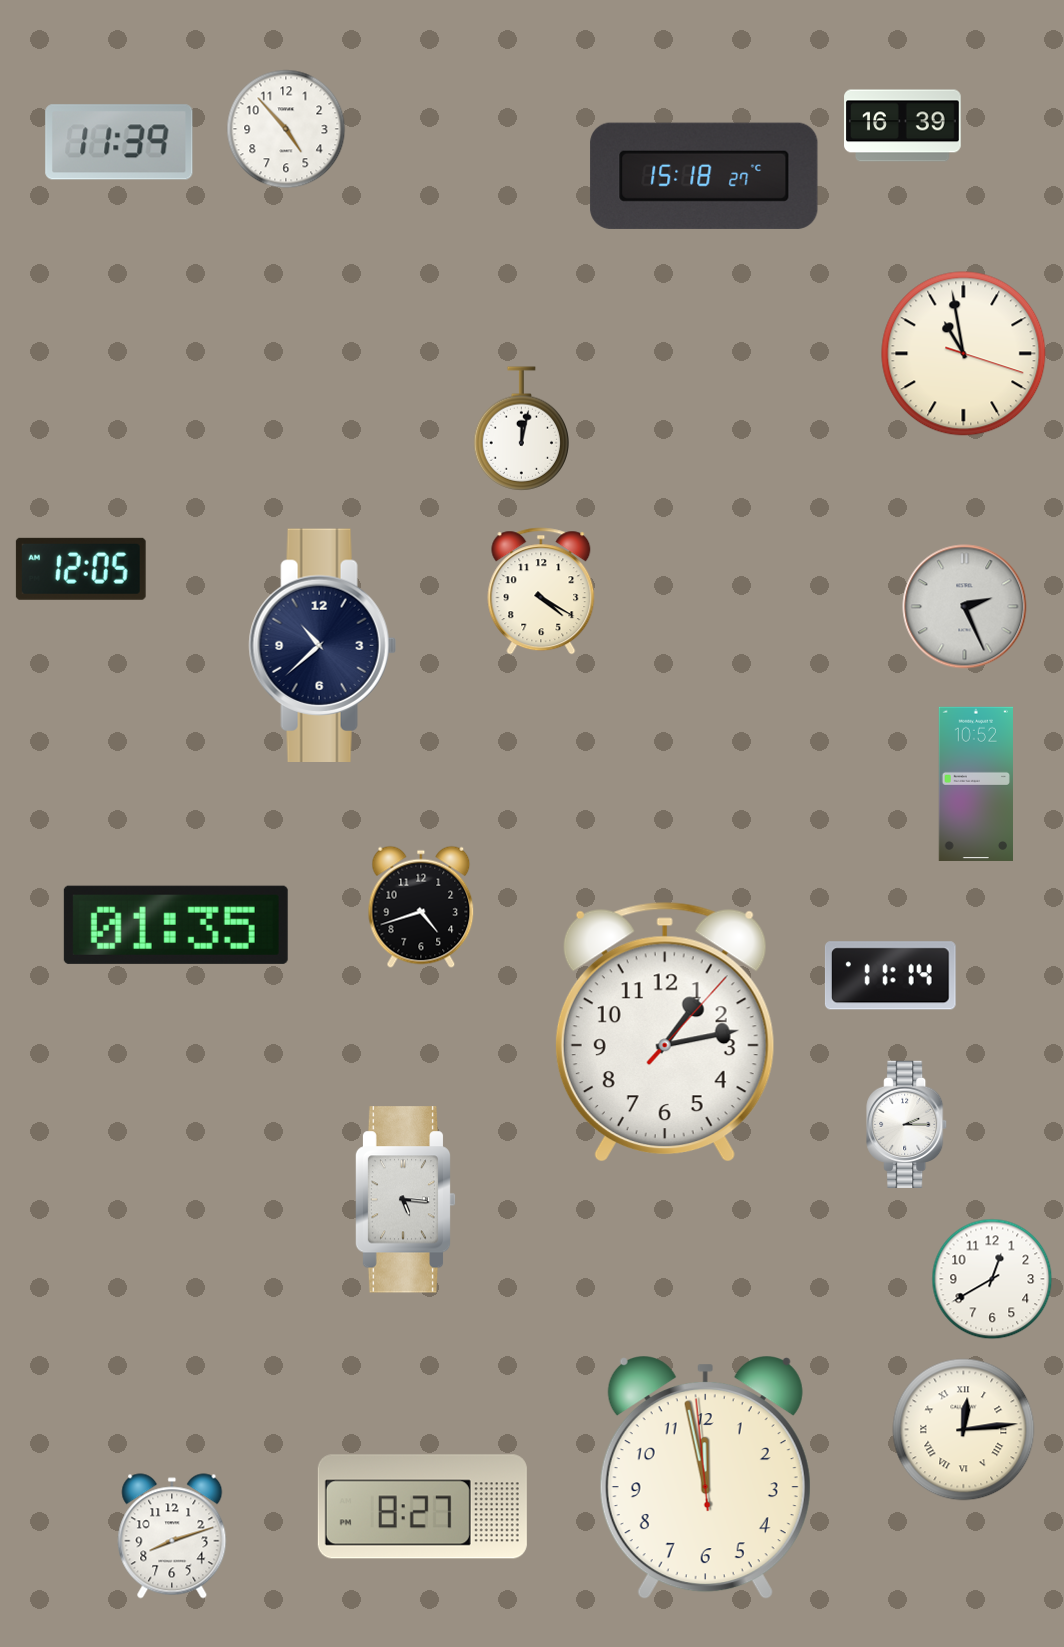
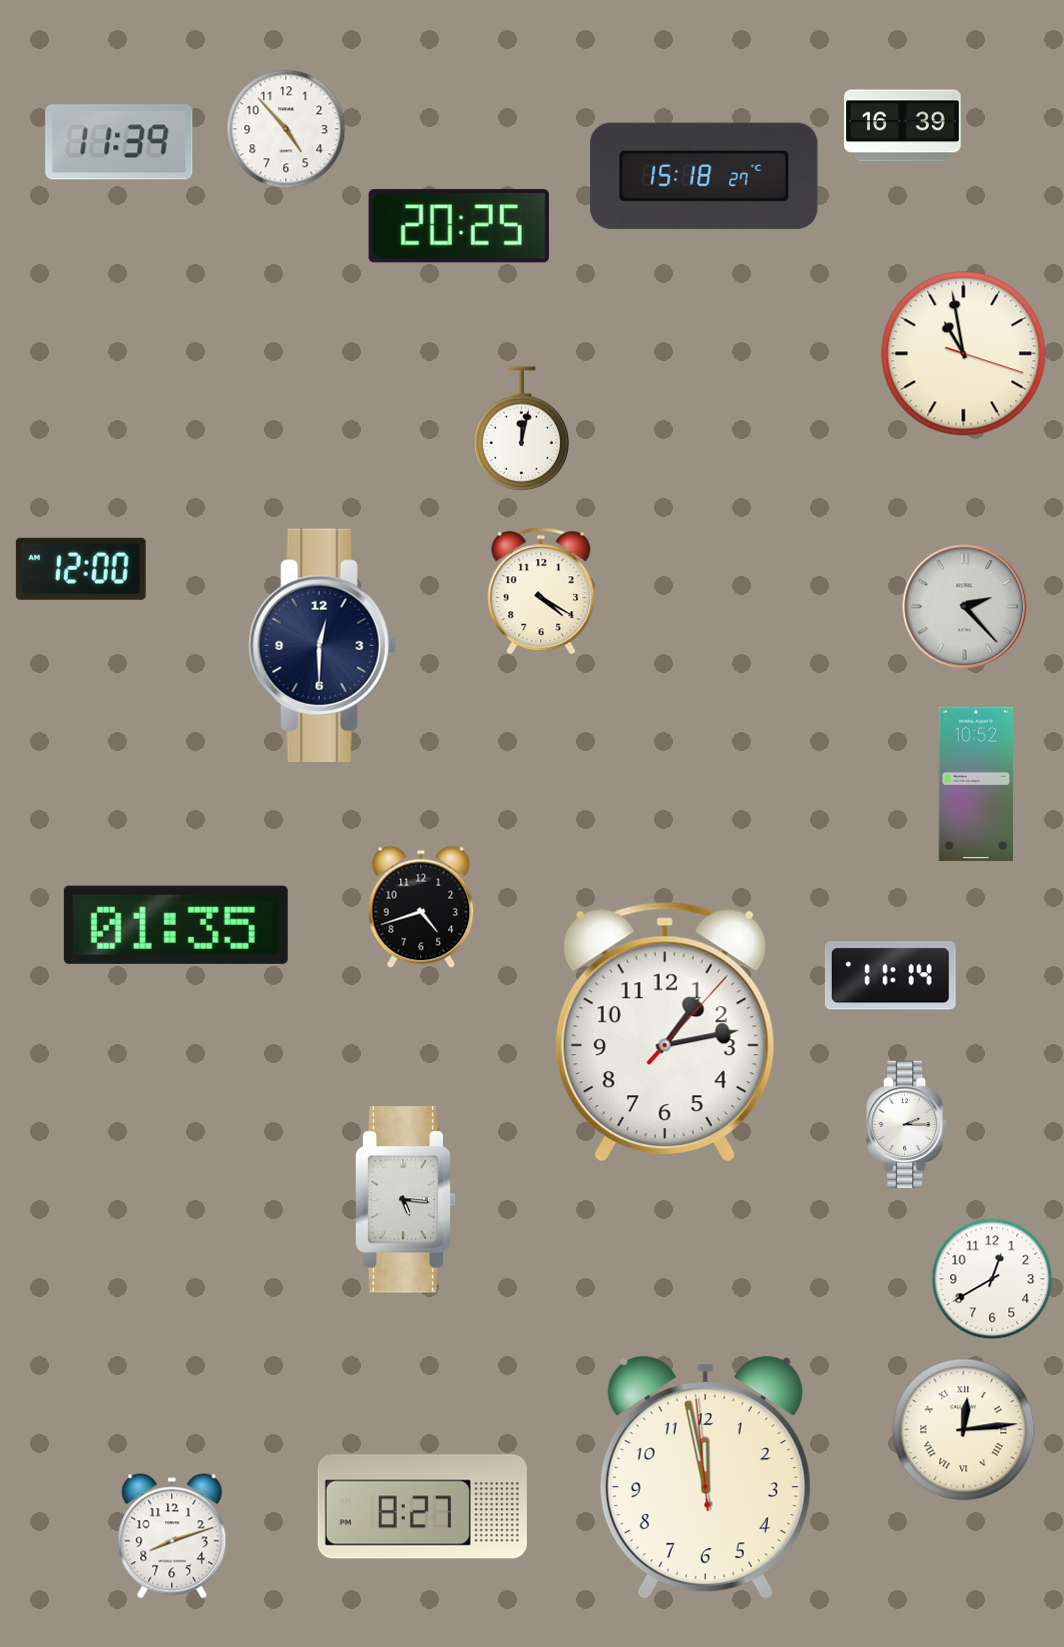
clock at (459, 226): none -> 20:25
clock at (81, 569): 12:05 -> 12:00
clock at (965, 607): 2:26 -> 2:23
clock at (322, 645): 10:38 -> 12:30
